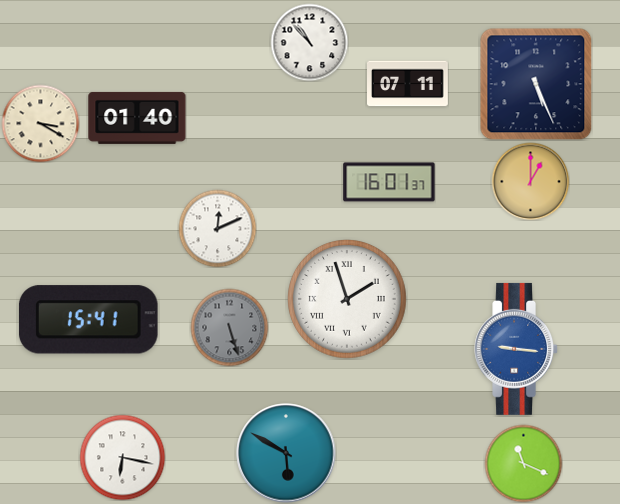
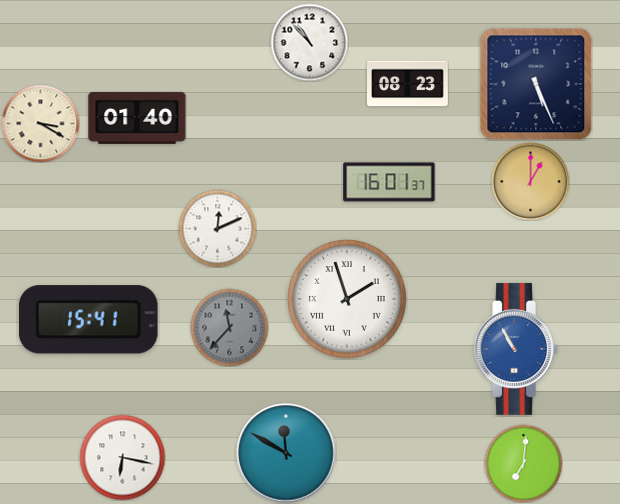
clock at (408, 84): 07:11 -> 08:23
clock at (229, 327): 5:27 -> 11:37
clock at (516, 349): 9:16 -> 10:55
clock at (286, 453): 5:50 -> 11:50
clock at (523, 463): 11:19 -> 7:01
